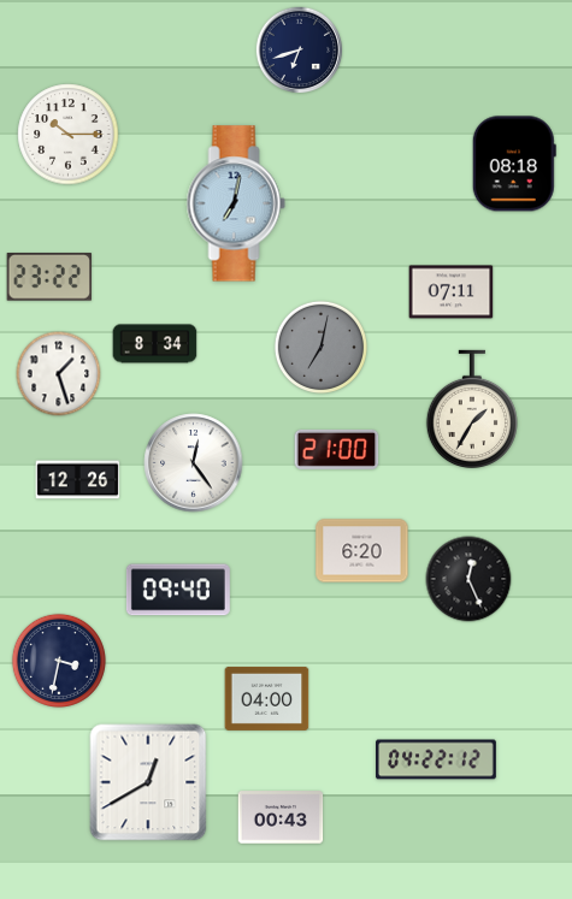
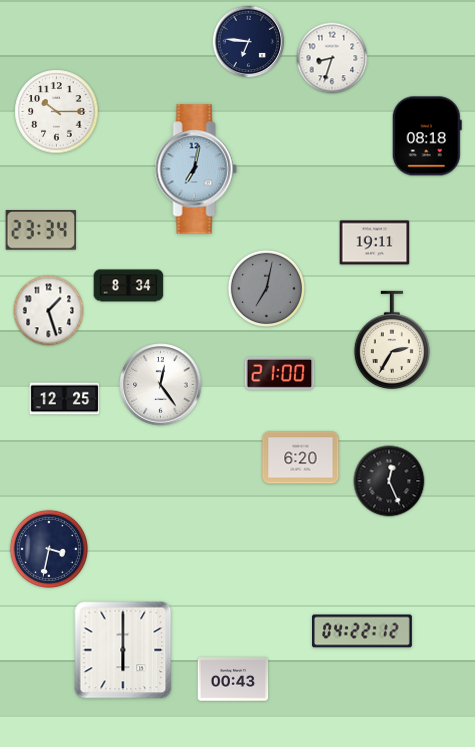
clock at (300, 51): 6:42 -> 6:46
clock at (332, 58): none -> 8:33
clock at (48, 278): 23:22 -> 23:34
clock at (452, 292): 07:11 -> 19:11
clock at (472, 409): 1:35 -> 2:35
clock at (78, 480): 12:26 -> 12:25
clock at (178, 590): 09:40 -> none
clock at (267, 698): 04:00 -> none
clock at (148, 782): 12:40 -> 6:00
